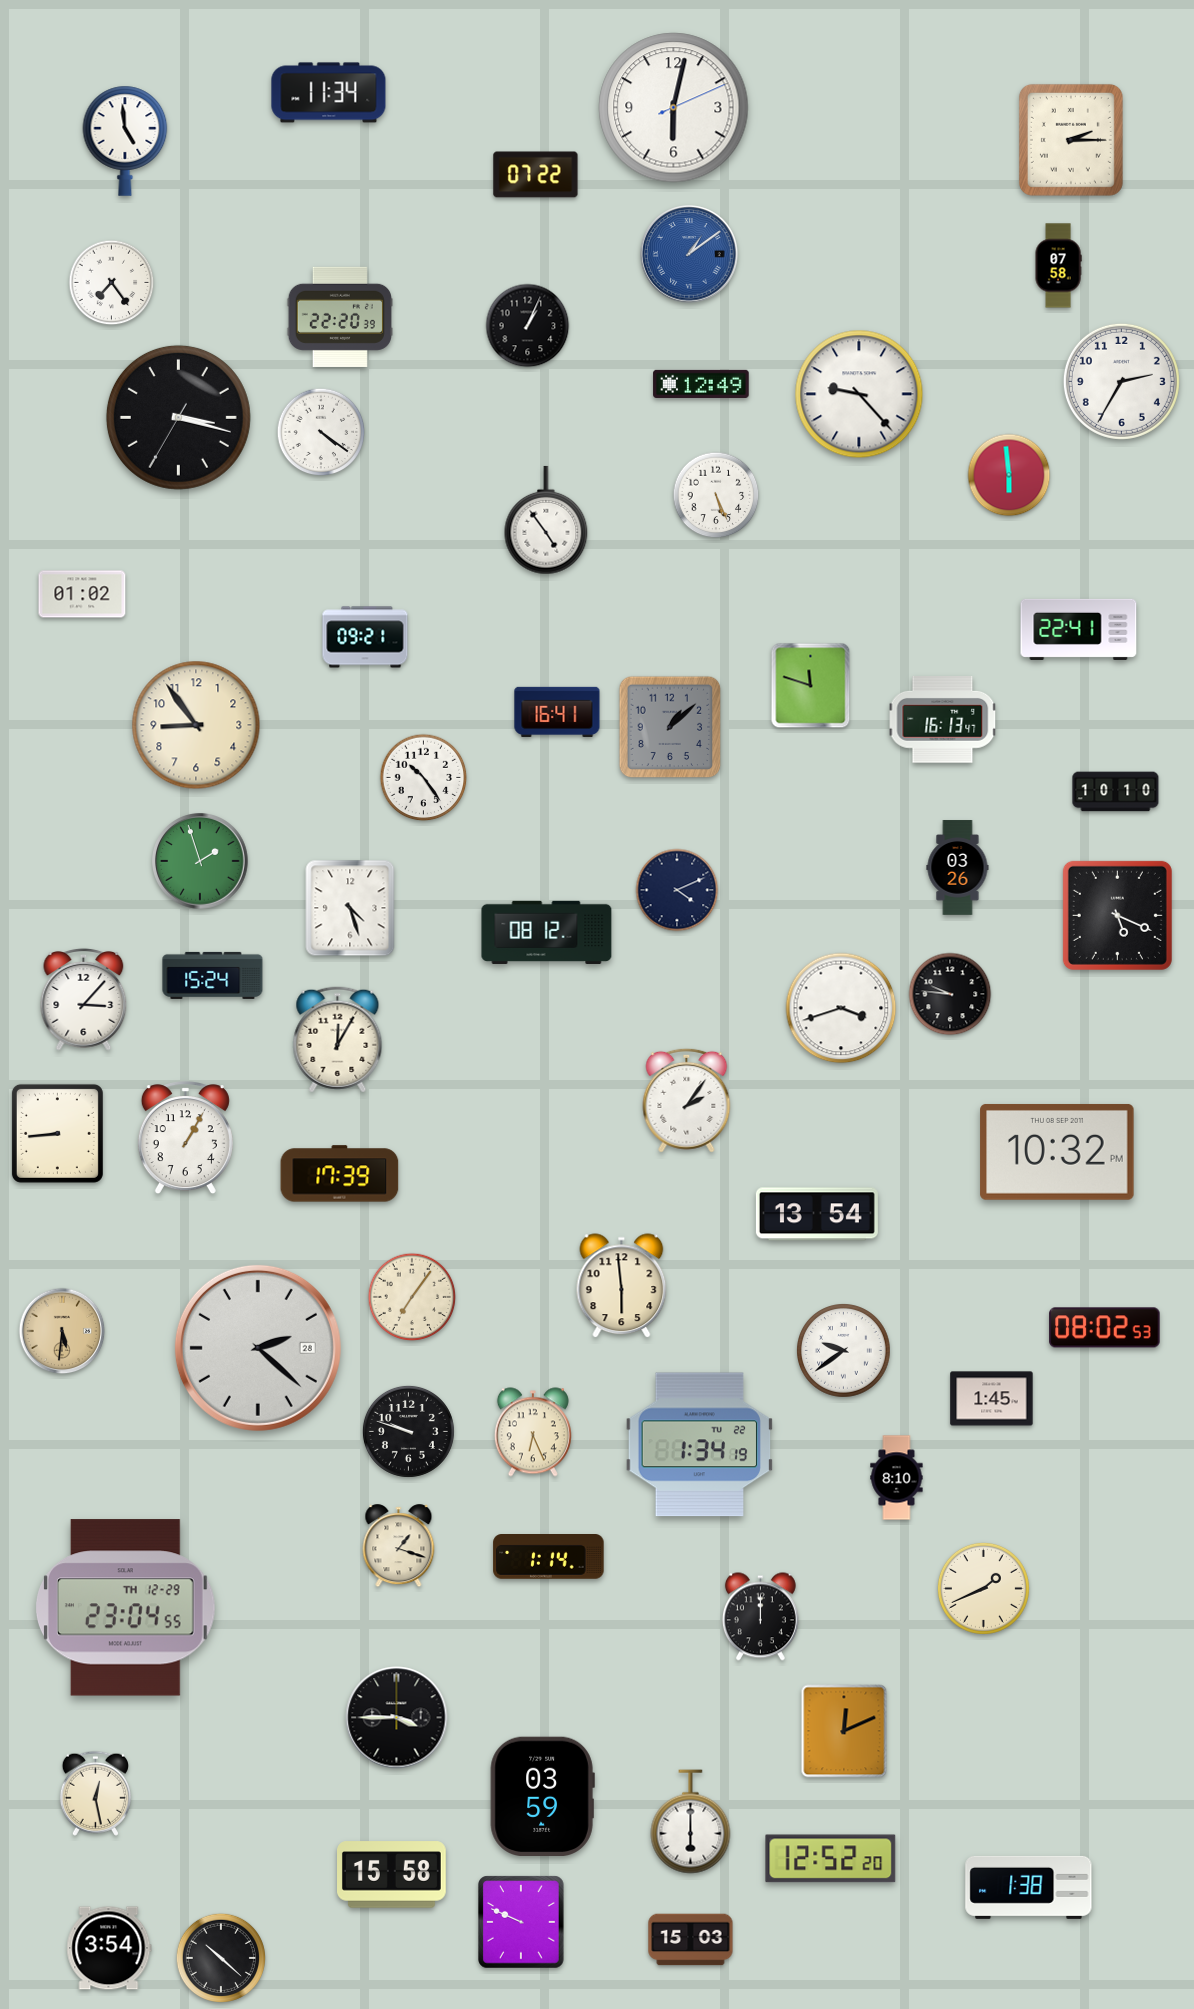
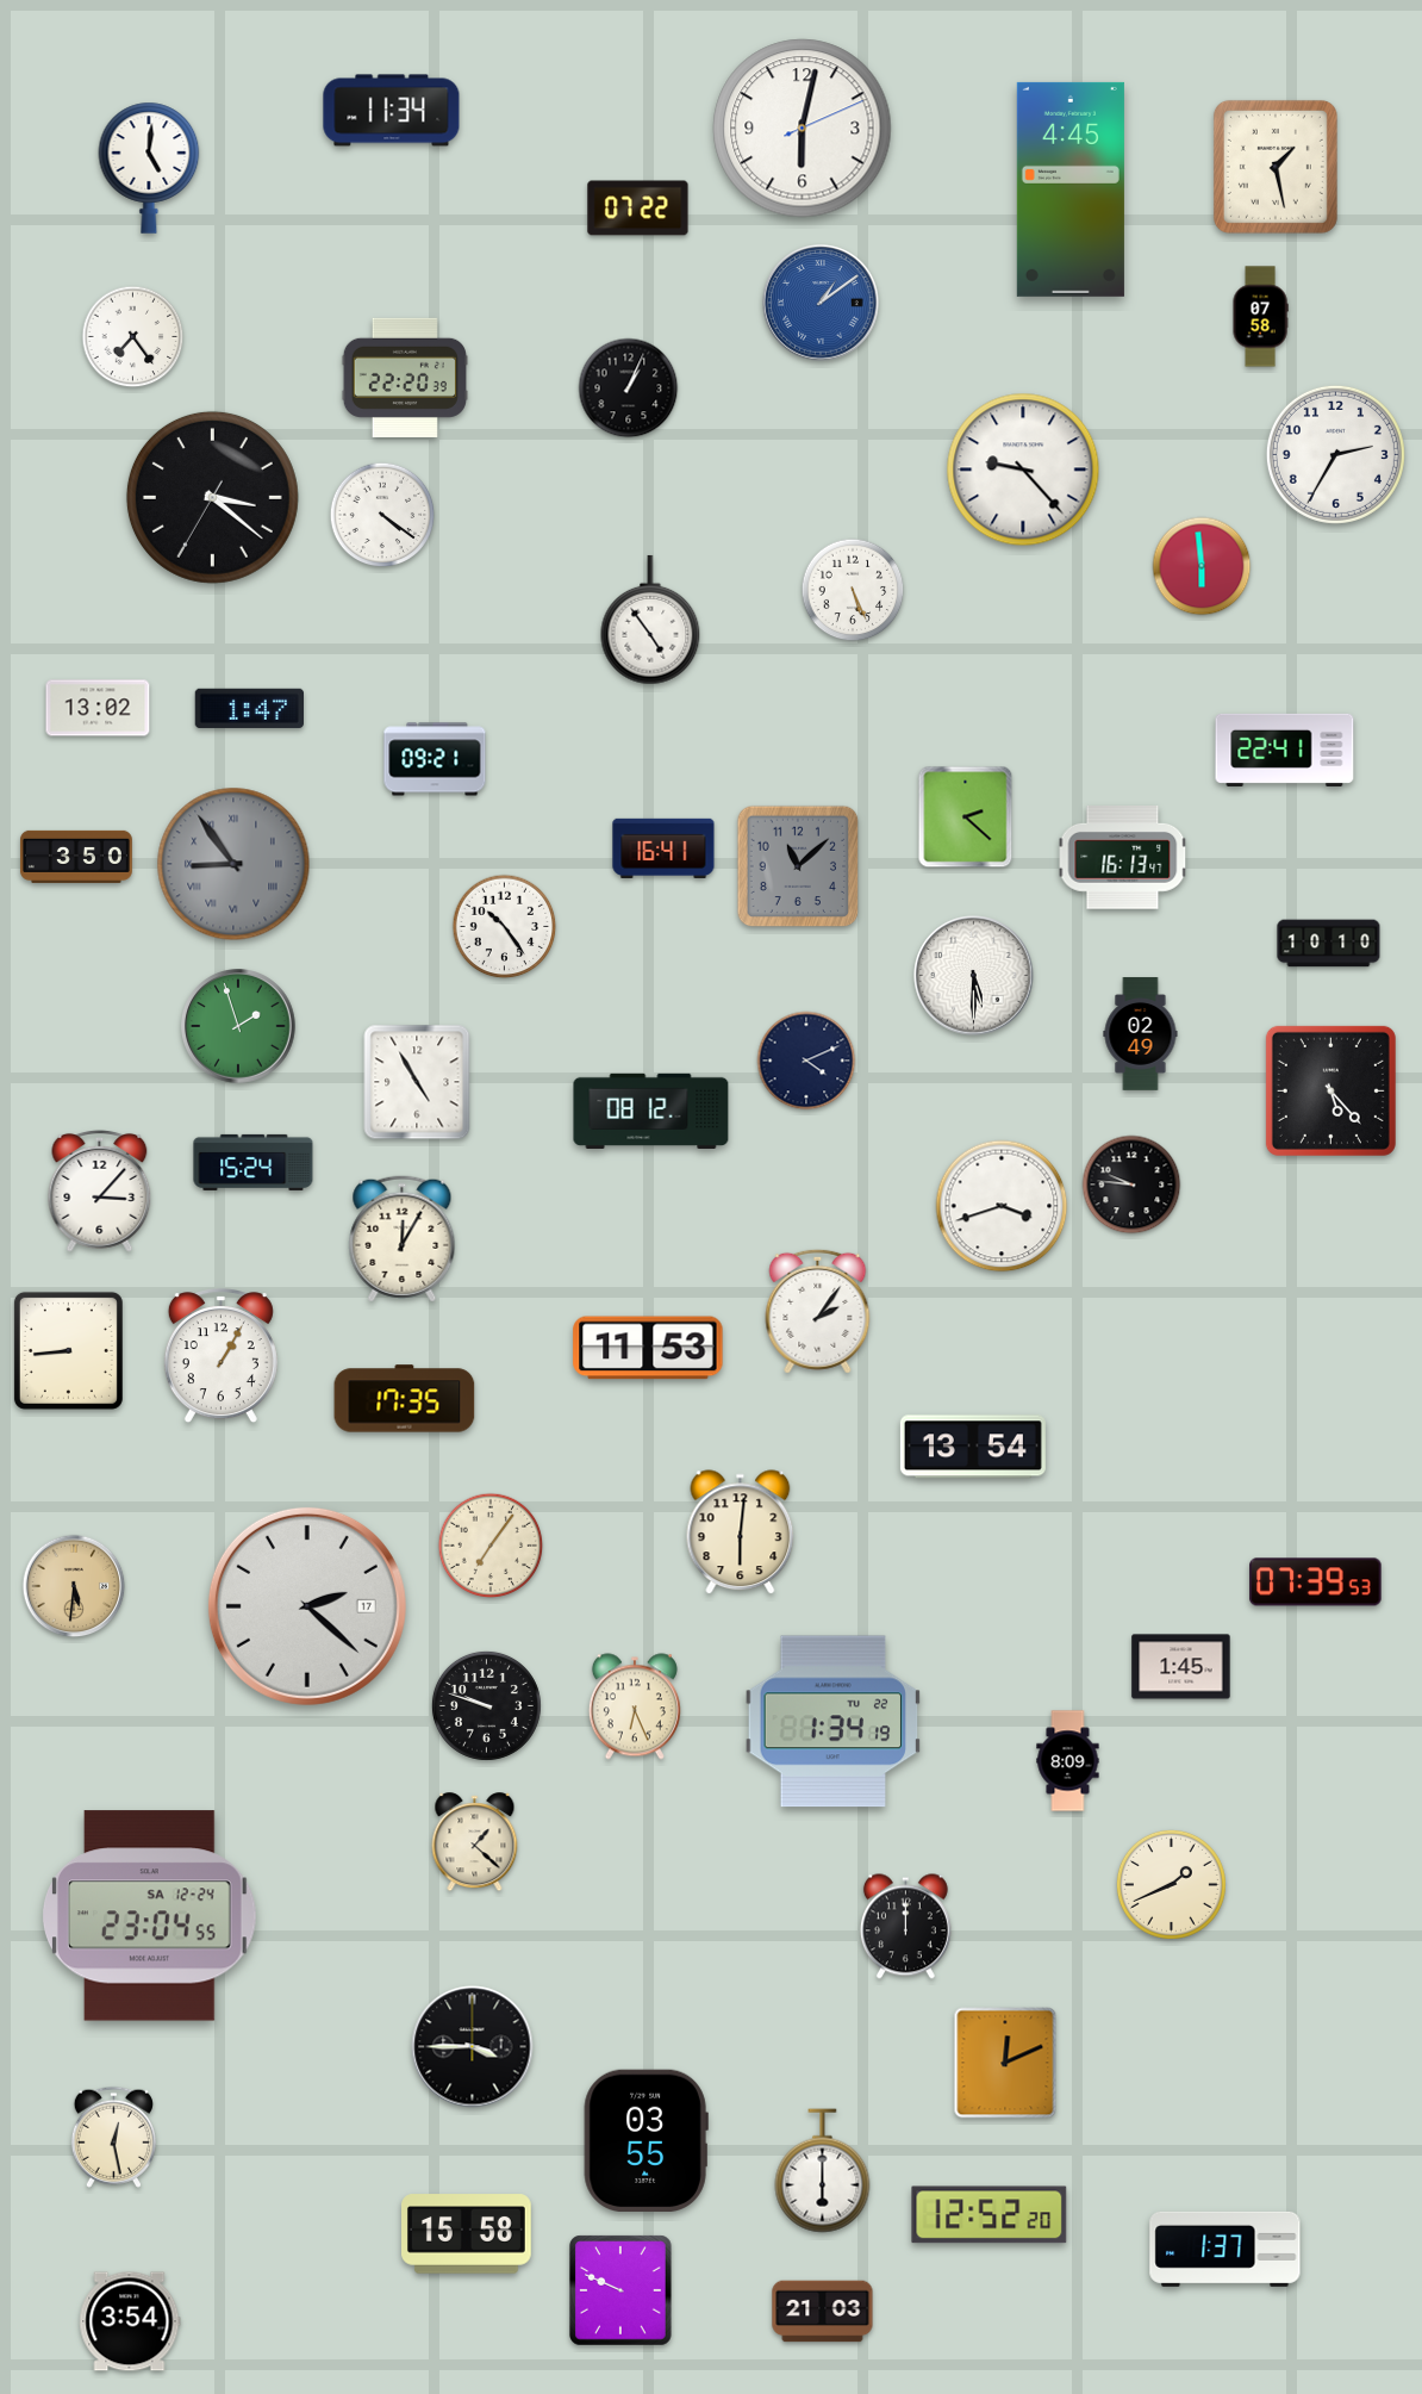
clock at (1071, 140): 2:15 -> 1:28
clock at (125, 141): 4:59 -> 5:01
clock at (1071, 189): none -> 4:45
clock at (701, 384): 12:49 -> none
clock at (178, 417): 3:17 -> 3:21
clock at (82, 594): 01:02 -> 13:02
clock at (249, 708): none -> 1:47
clock at (811, 686): 11:48 -> 2:22
clock at (76, 857): none -> 3:50
clock at (196, 725) dial: cream -> grey
clock at (196, 725) numerals: Arabic -> Roman
clock at (670, 727): 1:08 -> 11:08
clock at (974, 976): none -> 5:30
clock at (958, 868): 03:26 -> 02:49
clock at (350, 908): 4:27 -> 4:55
clock at (1117, 915): 5:19 -> 5:23
clock at (841, 1008) position: (841, 1008) -> (1002, 1206)
clock at (648, 1348): none -> 11:53
clock at (1057, 1152): 10:32 -> none
clock at (340, 1174): 17:39 -> 17:35
clock at (622, 1286): 5:59 -> 6:01
clock at (1105, 1328): 08:02 -> 07:39
clock at (258, 1348) date: 28 -> 17
clock at (844, 1351): 9:39 -> none
clock at (897, 1478): 8:10 -> 8:09
clock at (399, 1546): 1:18 -> 1:22
clock at (549, 1557): 1:14 -> none
clock at (983, 1588) position: (983, 1588) -> (1171, 1884)
clock at (125, 1608) date: TH 12-29 -> SA 12-24
clock at (542, 1796): 03:59 -> 03:55
clock at (1029, 1887): 1:38 -> 1:37
clock at (691, 1940): 15:03 -> 21:03
clock at (221, 1958): 10:22 -> none
